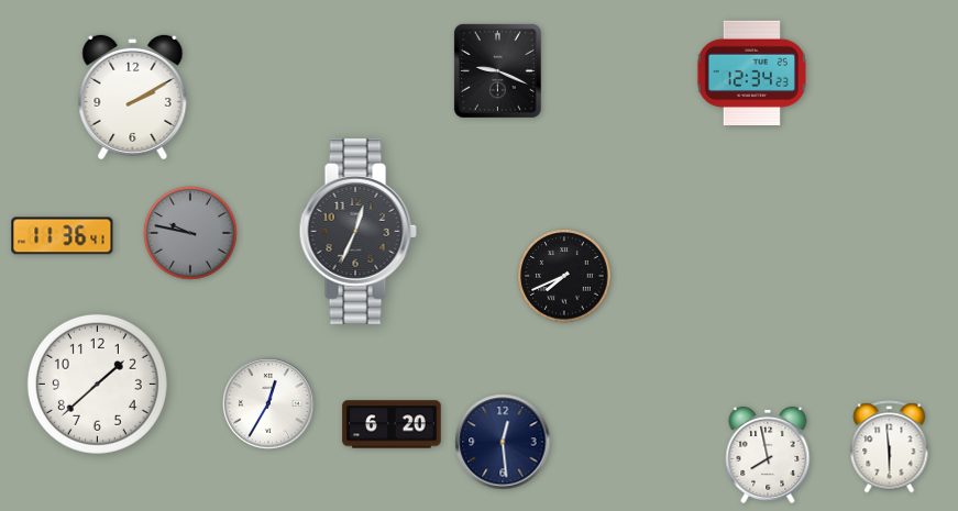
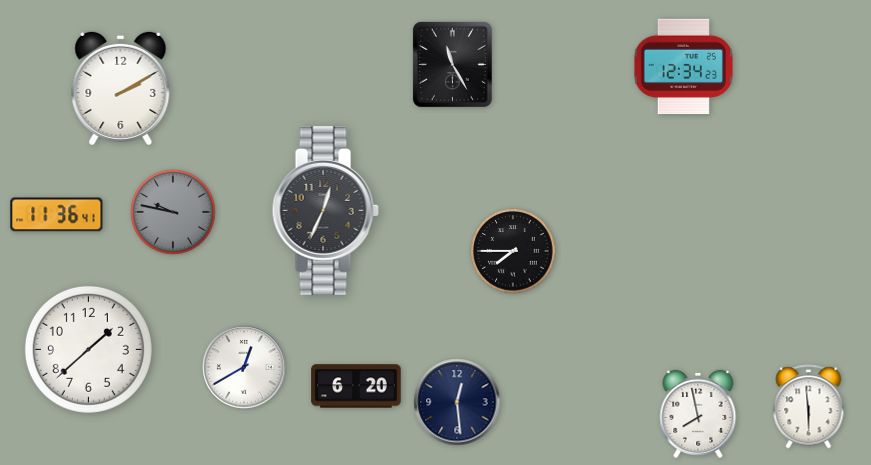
clock at (497, 70): 9:19 -> 11:25
clock at (564, 276): 7:41 -> 7:45
clock at (268, 403): 12:35 -> 12:40
